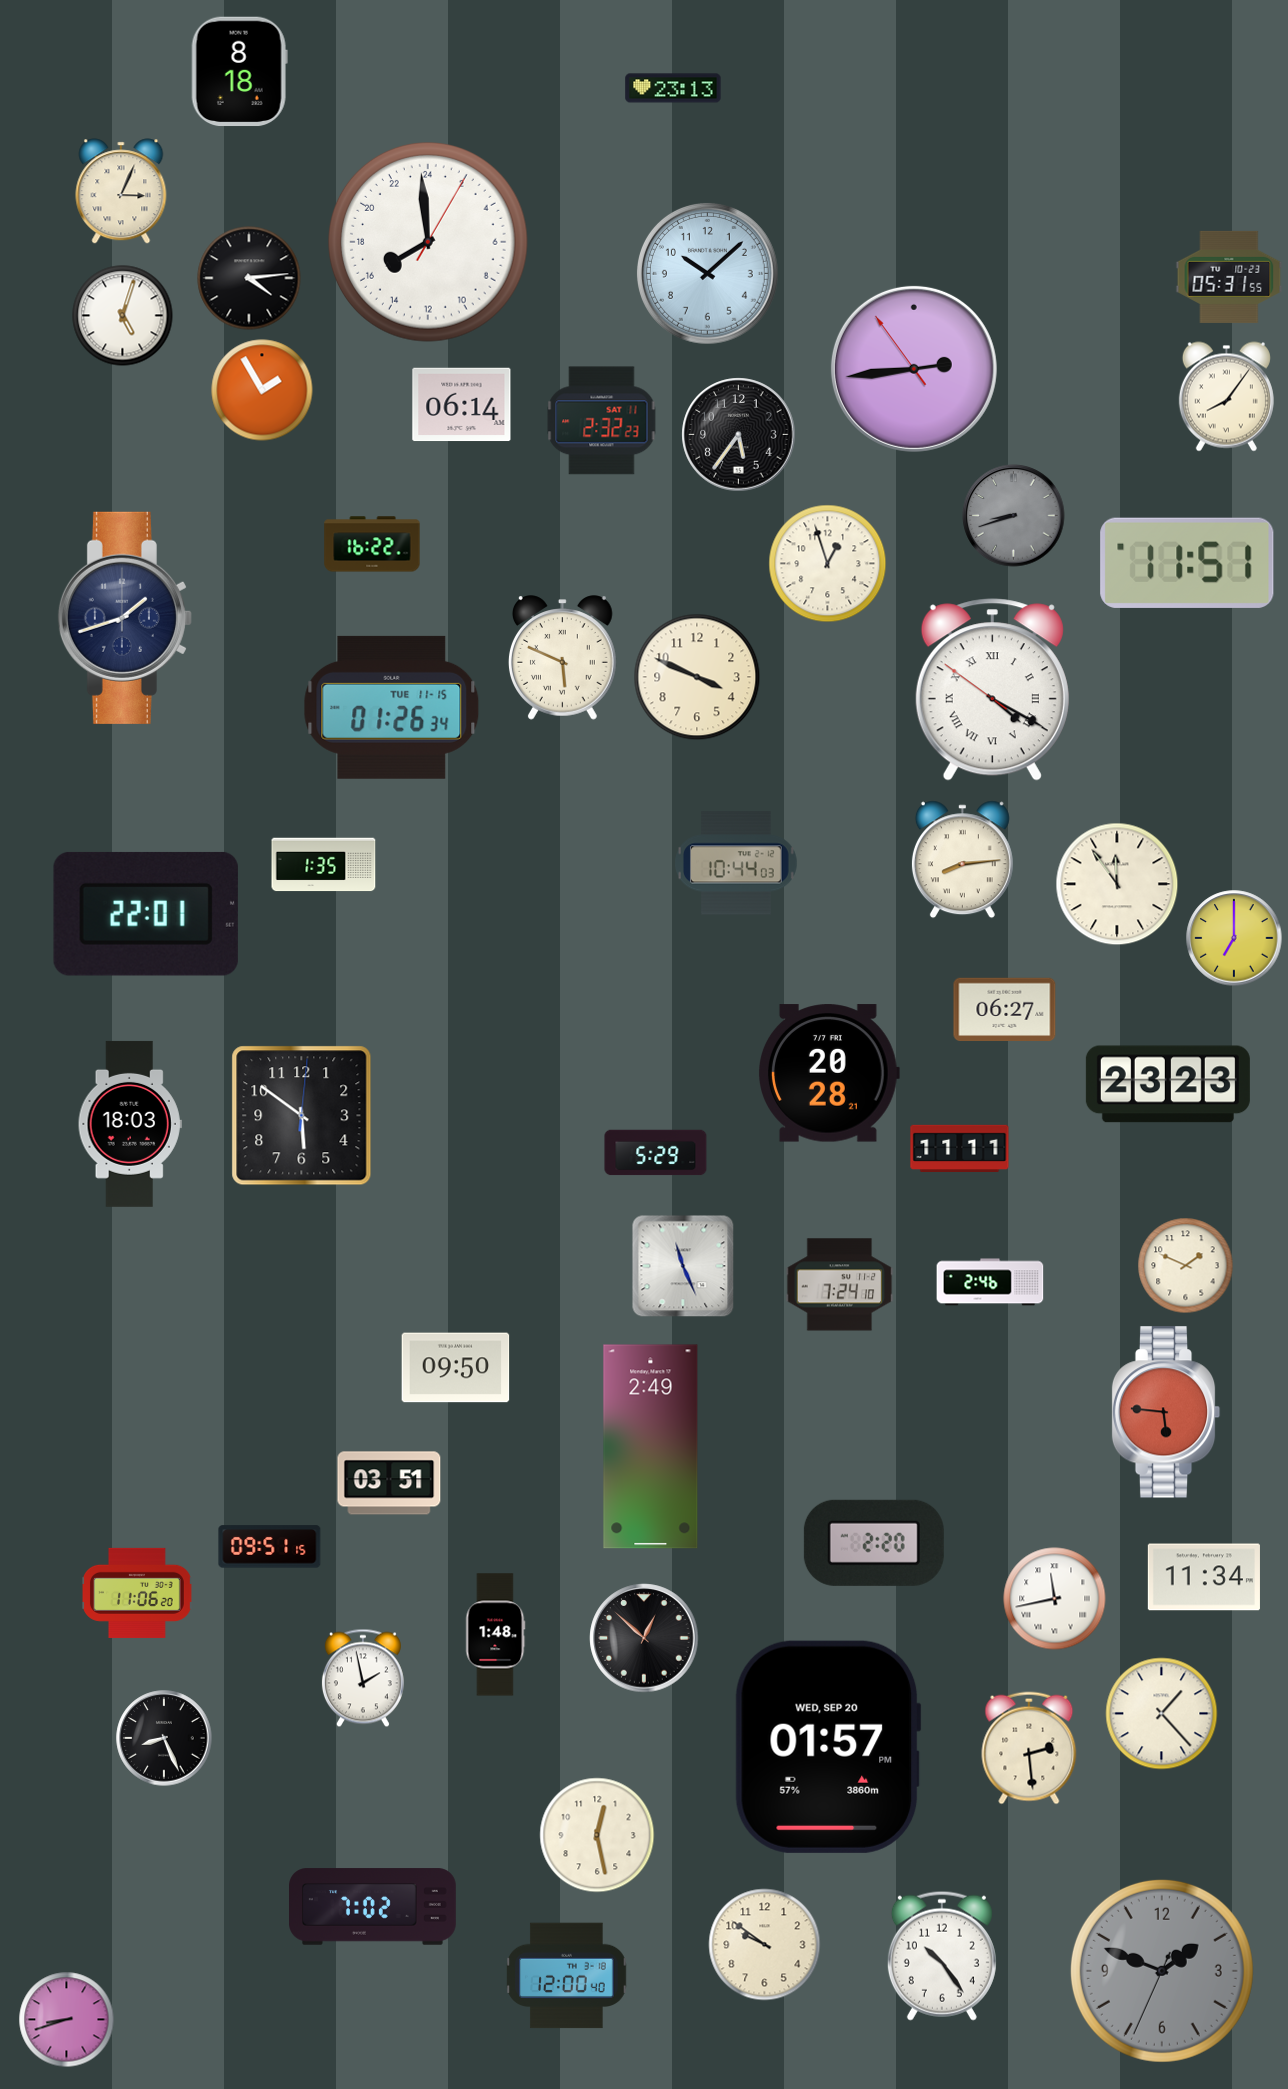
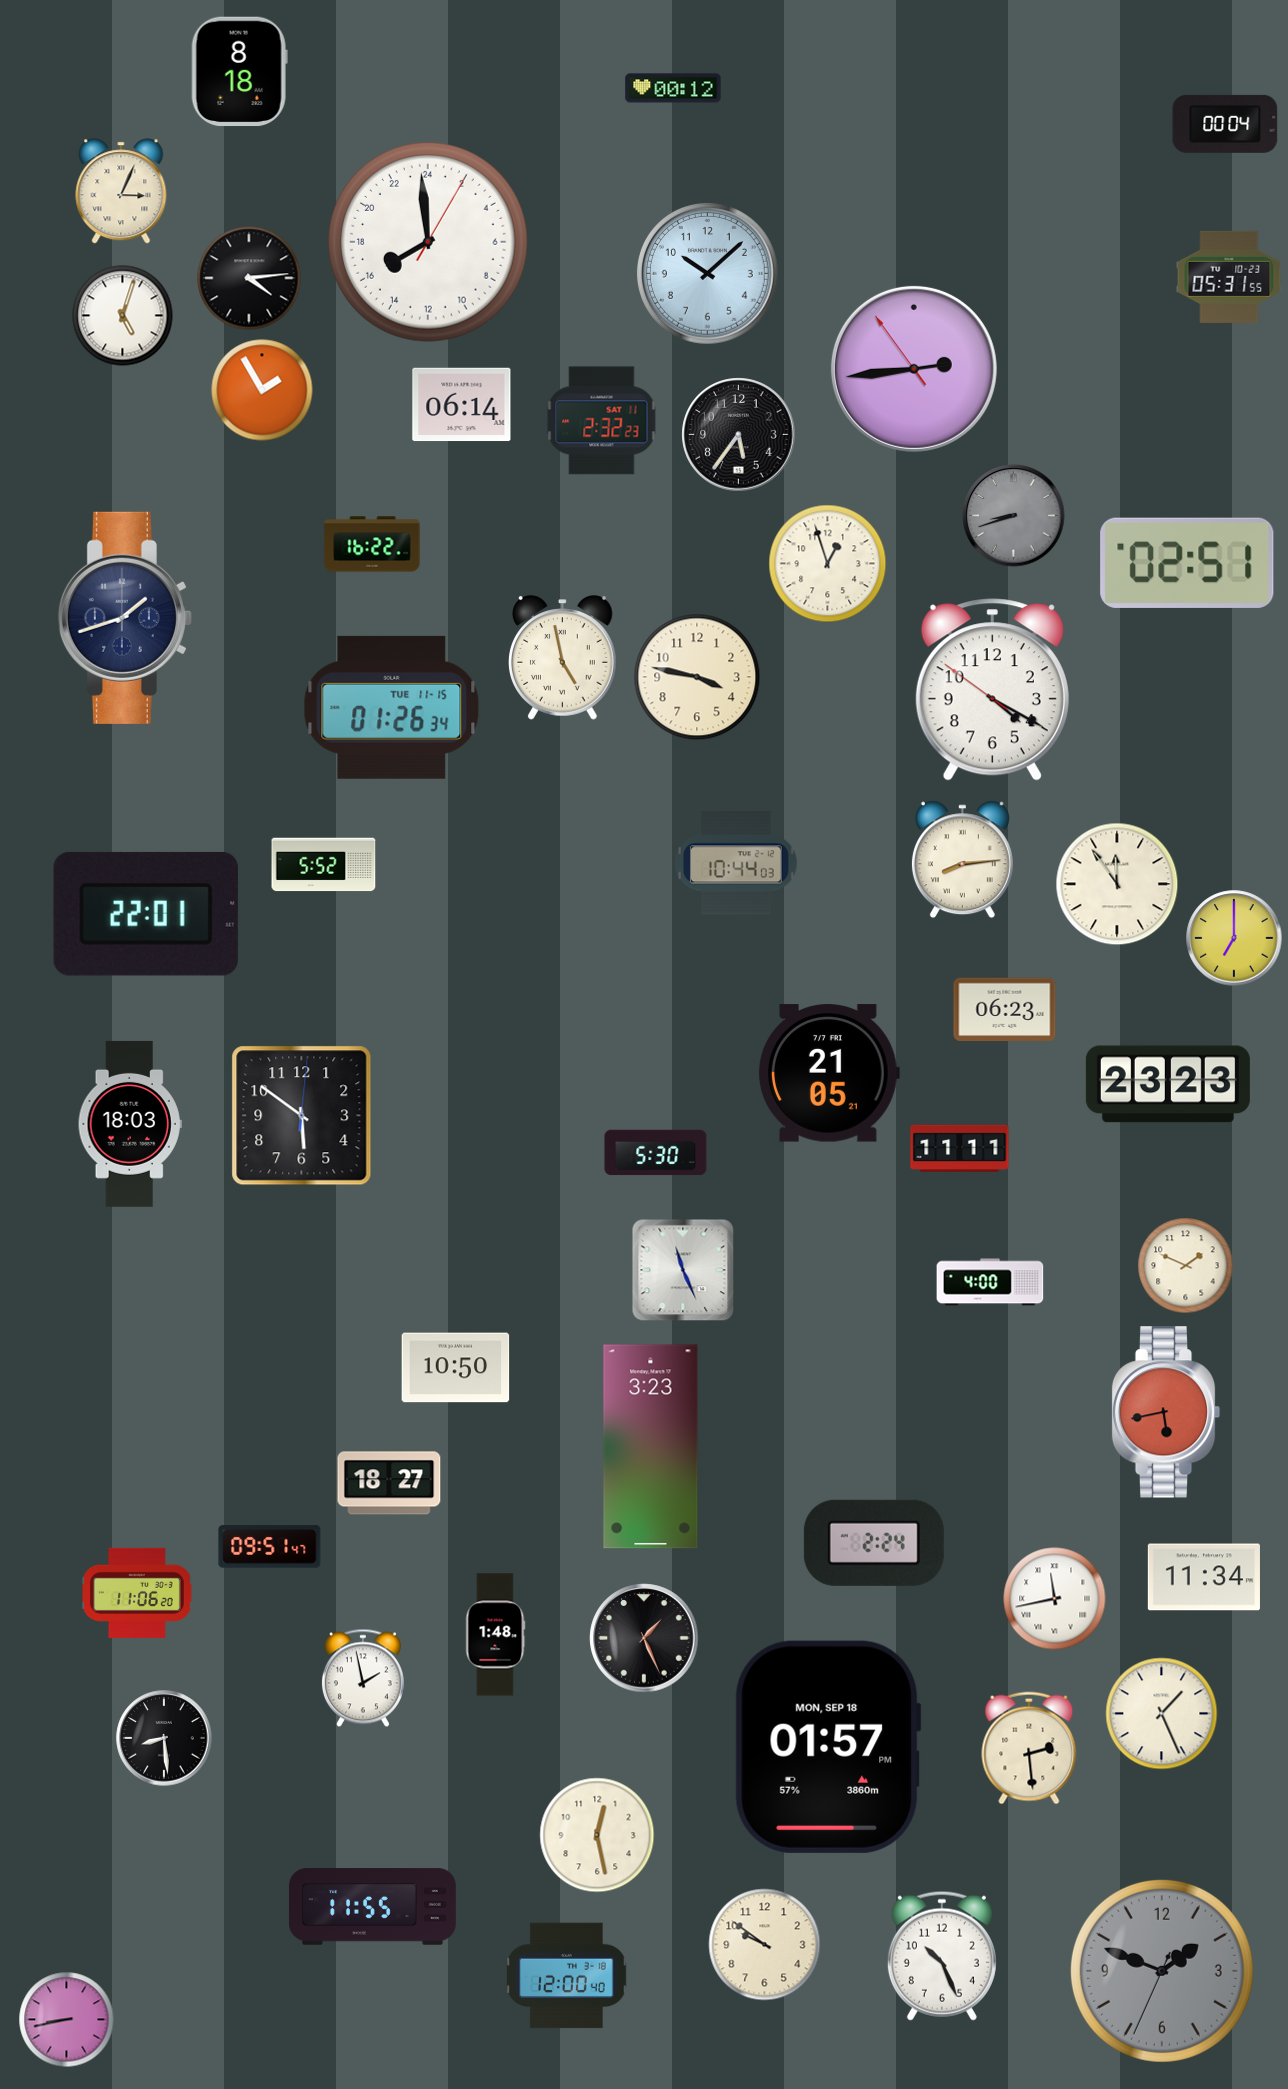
clock at (673, 88): 23:13 -> 00:12
clock at (1225, 124): none -> 00:04
clock at (1226, 397): 8:06 -> none
clock at (1187, 563): 11:51 -> 02:51
clock at (563, 658): 5:49 -> 4:58
clock at (697, 677): 3:49 -> 3:47
clock at (992, 690) numerals: Roman -> Arabic
clock at (324, 865): 1:35 -> 5:52
clock at (1005, 1009): 06:27 -> 06:23
clock at (829, 1073): 20:28 -> 21:05
clock at (656, 1153): 5:29 -> 5:30
clock at (683, 1266) position: (683, 1266) -> (683, 1270)
clock at (990, 1282): 2:46 -> 4:00
clock at (840, 1285): 7:24 -> none
clock at (456, 1368): 09:50 -> 10:50
clock at (1166, 1412): 5:46 -> 5:43
clock at (651, 1447): 2:49 -> 3:23
clock at (389, 1483): 03:51 -> 18:27
clock at (874, 1543): 2:20 -> 2:24
clock at (270, 1547): 09:51:15 -> 09:51:47
clock at (644, 1638): 12:52 -> 1:26
clock at (1162, 1714): 1:23 -> 1:26
clock at (164, 1738): 8:26 -> 8:29
clock at (828, 1747) date: WED, SEP 20 -> MON, SEP 18
clock at (373, 1907): 7:02 -> 11:55
clock at (942, 1956): 10:24 -> 10:26
clock at (67, 2020): 8:42 -> 8:43
